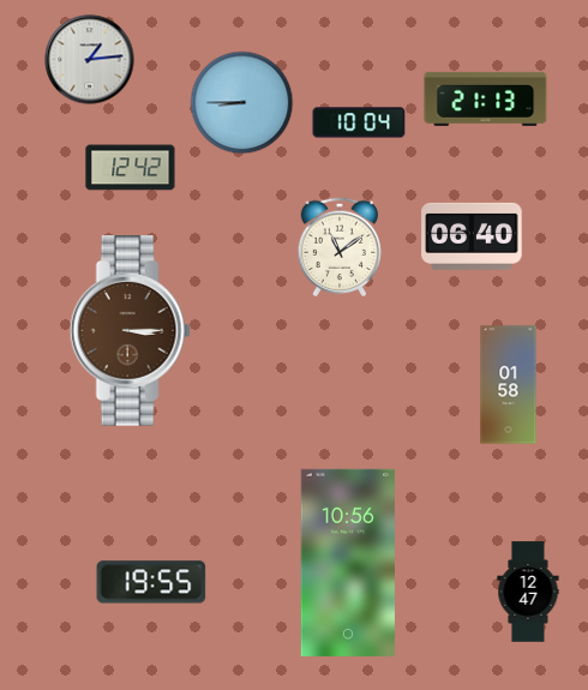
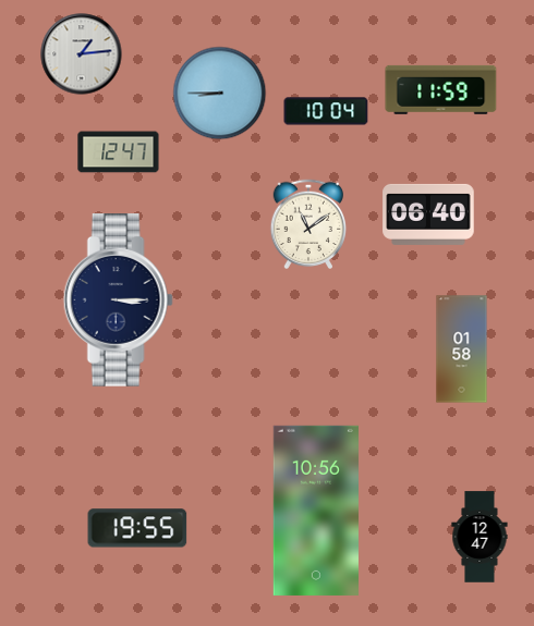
clock at (486, 98): 21:13 -> 11:59
clock at (131, 168): 12:42 -> 12:47
clock at (130, 331) dial: brown -> navy
